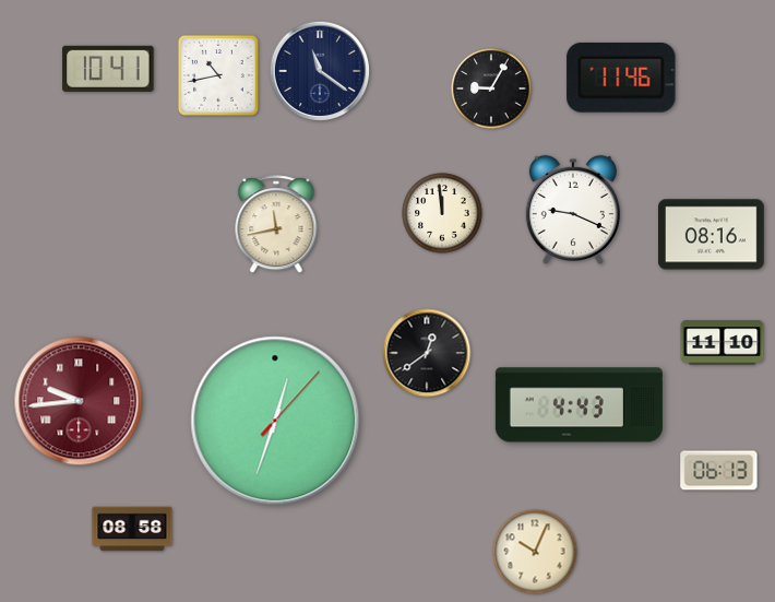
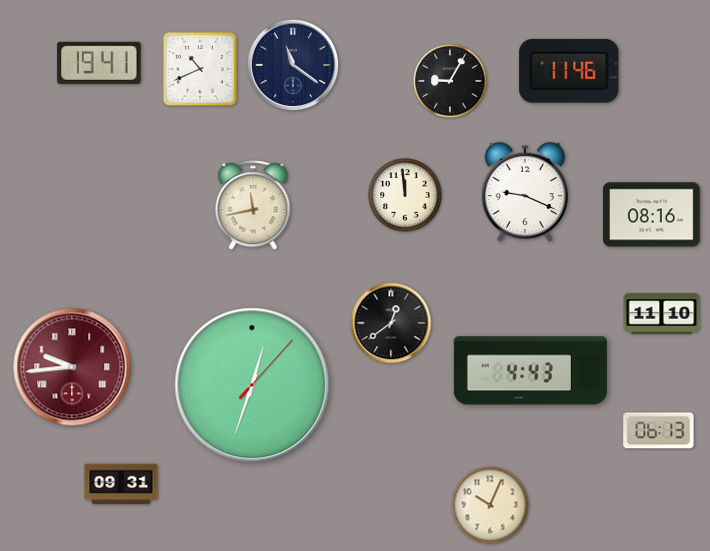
clock at (108, 69): 10:41 -> 19:41
clock at (218, 75): 10:43 -> 10:41
clock at (132, 529): 08:58 -> 09:31
